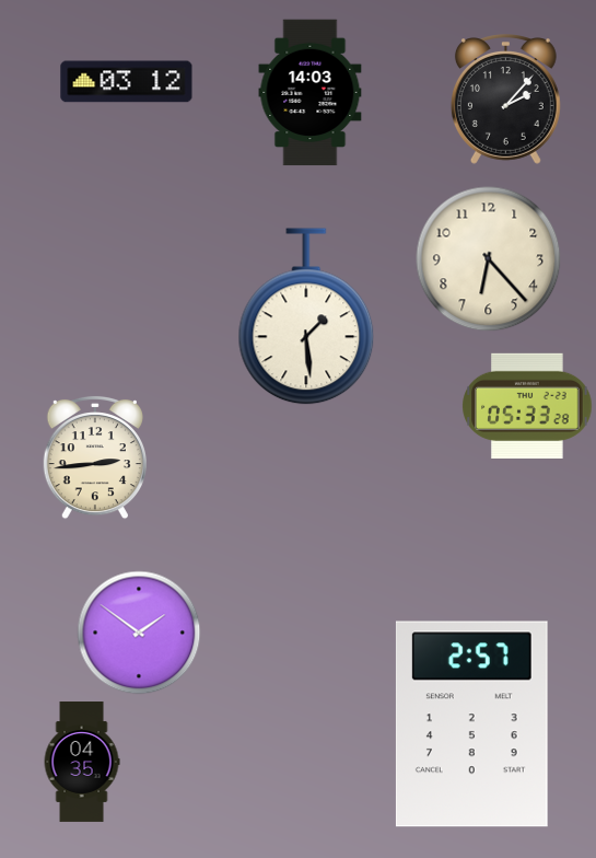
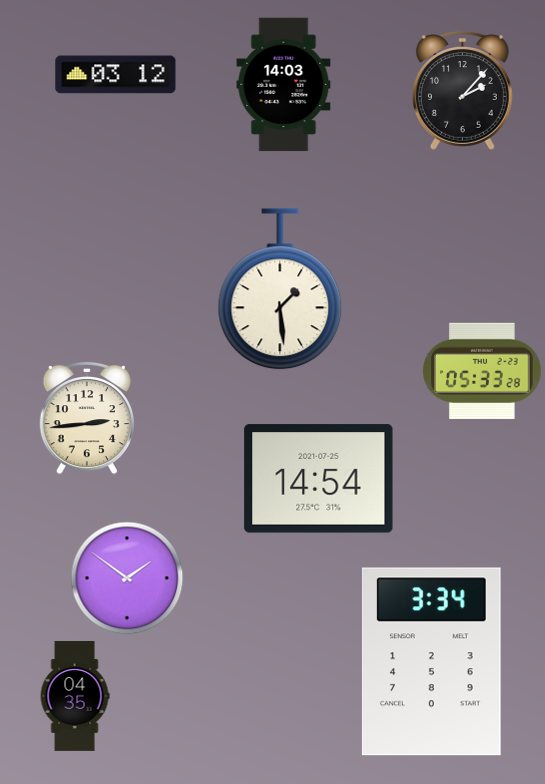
clock at (489, 259): 6:23 -> none
clock at (319, 479): none -> 14:54
clock at (471, 724): 2:57 -> 3:34
